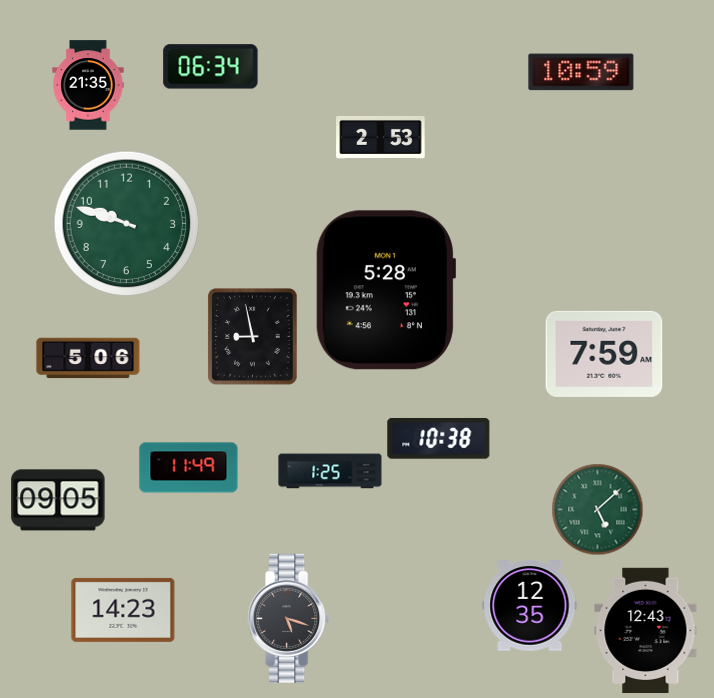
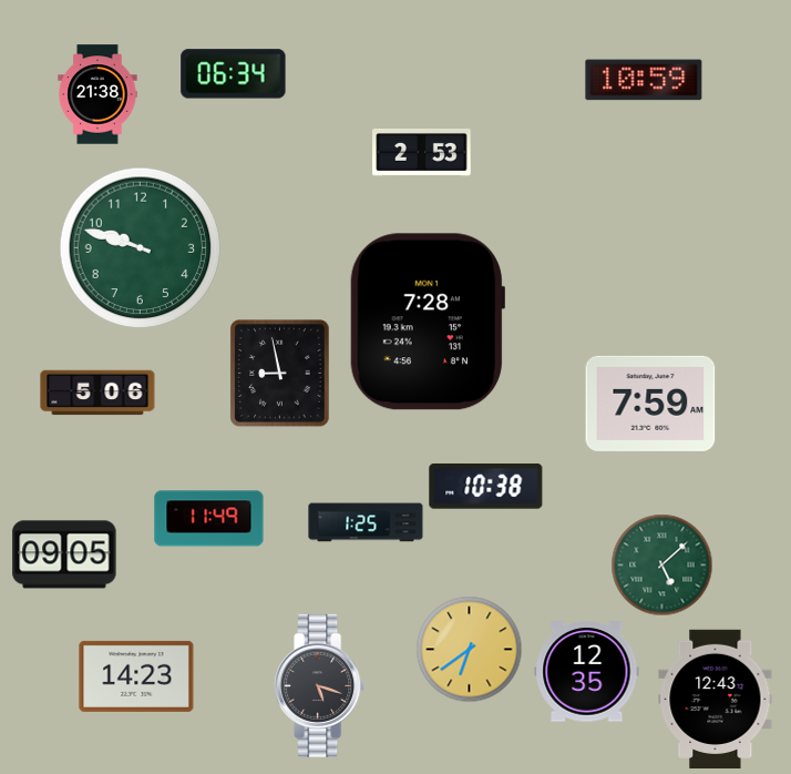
clock at (88, 85): 21:35 -> 21:38
clock at (385, 290): 5:28 -> 7:28
clock at (604, 354) position: (604, 354) -> (650, 404)
clock at (88, 358) position: (88, 358) -> (97, 393)
clock at (469, 649): none -> 6:39
